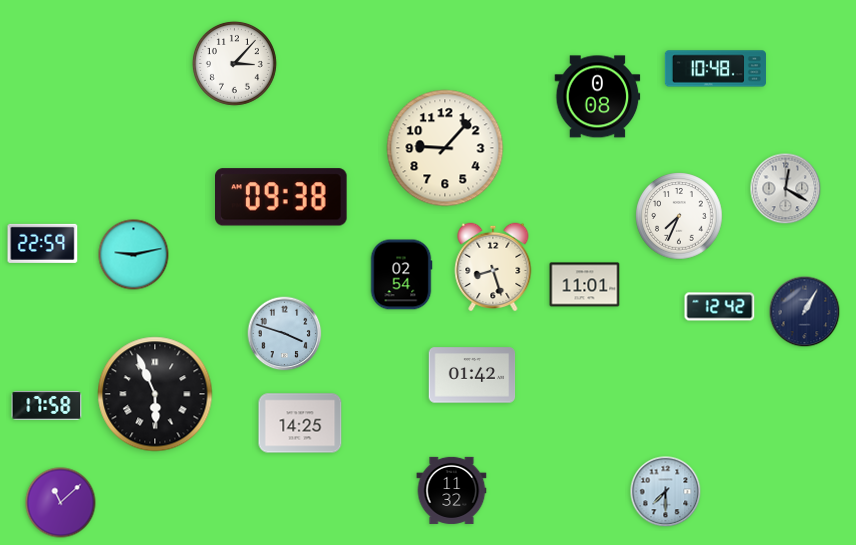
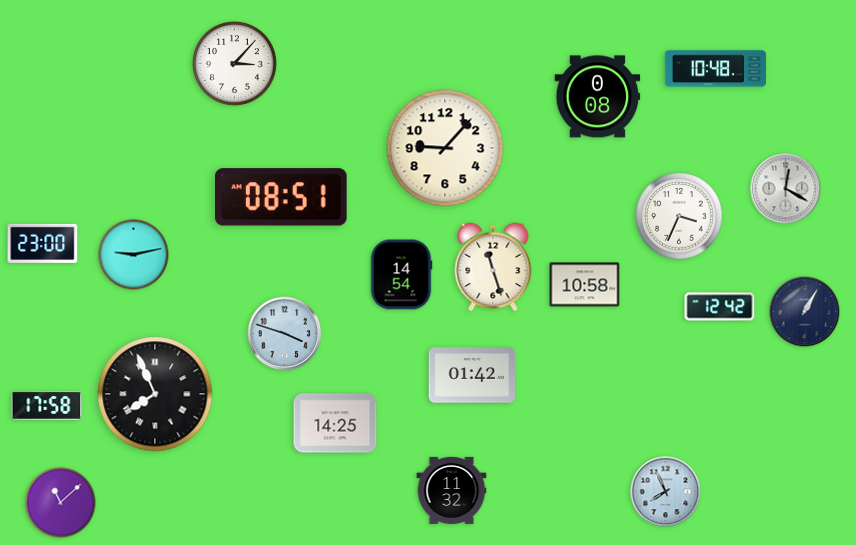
clock at (282, 197): 09:38 -> 08:51
clock at (679, 216): 7:34 -> 3:34
clock at (43, 243): 22:59 -> 23:00
clock at (493, 267): 8:27 -> 11:27
clock at (401, 275): 02:54 -> 14:54
clock at (585, 285): 11:01 -> 10:58
clock at (155, 394): 5:56 -> 7:56
clock at (300, 423) position: (300, 423) -> (335, 423)
clock at (666, 492): 7:30 -> 7:56
